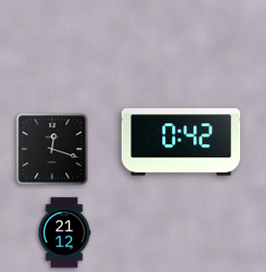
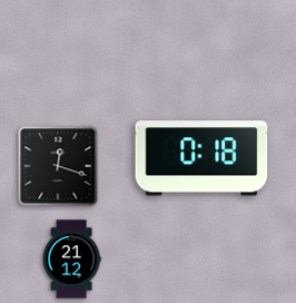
clock at (181, 142): 0:42 -> 0:18
